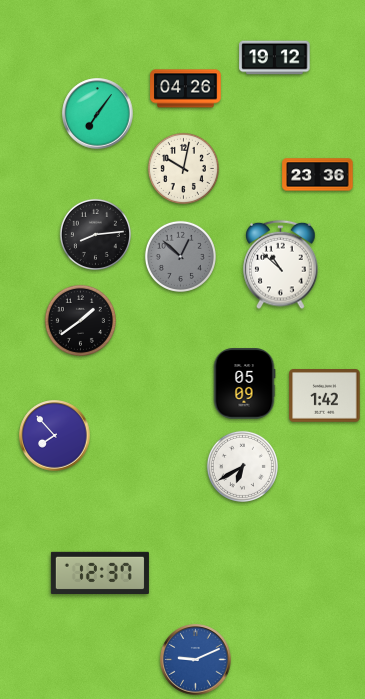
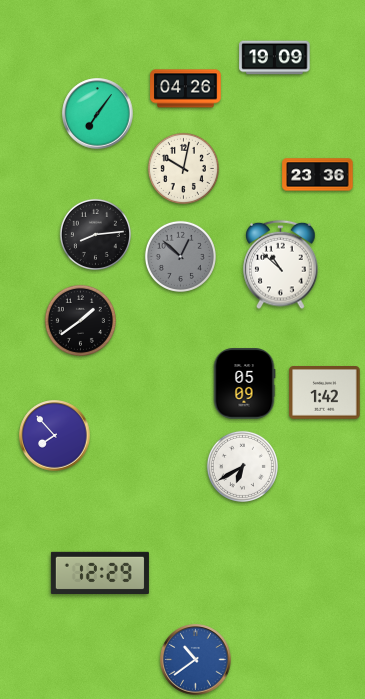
clock at (275, 58): 19:12 -> 19:09
clock at (325, 396) position: (325, 396) -> (325, 393)
clock at (100, 572): 12:37 -> 12:29
clock at (196, 660): 9:11 -> 10:39
